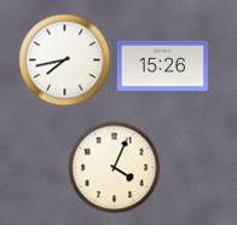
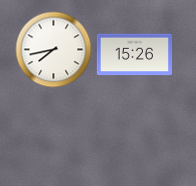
clock at (115, 168): 4:04 -> none
